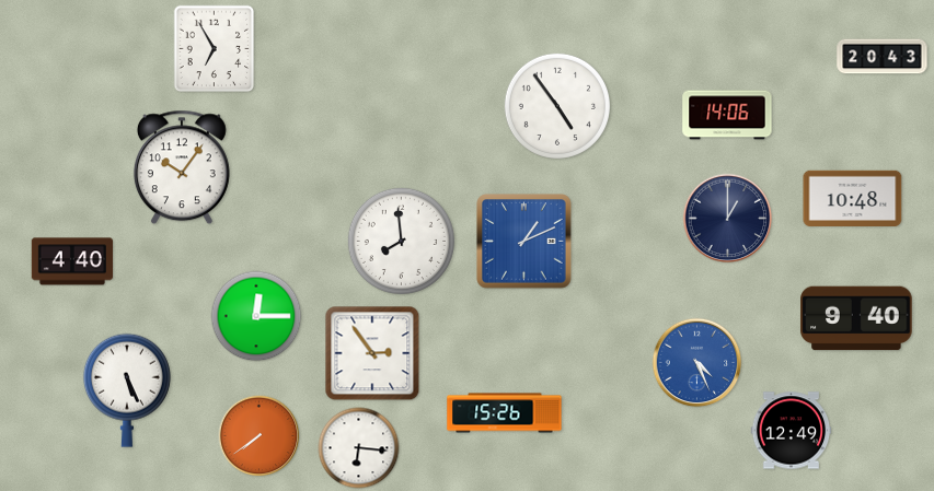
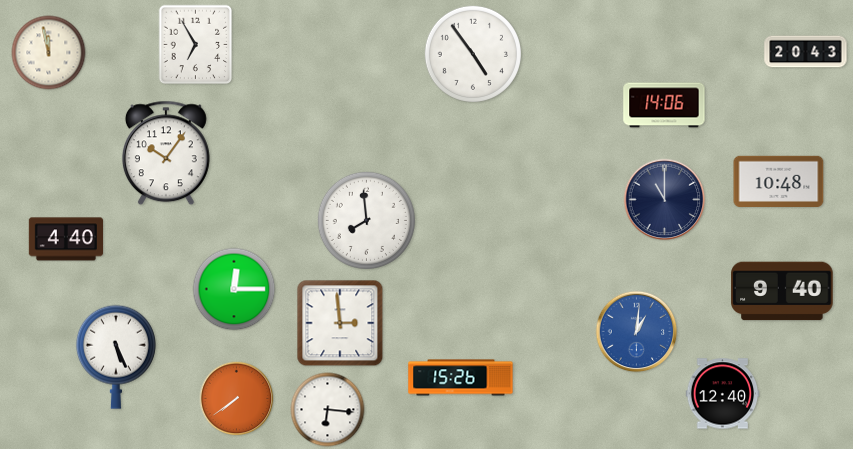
clock at (49, 53): none -> 11:58
clock at (557, 106) position: (557, 106) -> (473, 54)
clock at (728, 219): 1:00 -> 11:00
clock at (524, 242): 1:11 -> none
clock at (372, 353): 2:54 -> 2:59
clock at (697, 363): 4:26 -> 1:01
clock at (792, 431): 12:49 -> 12:40
